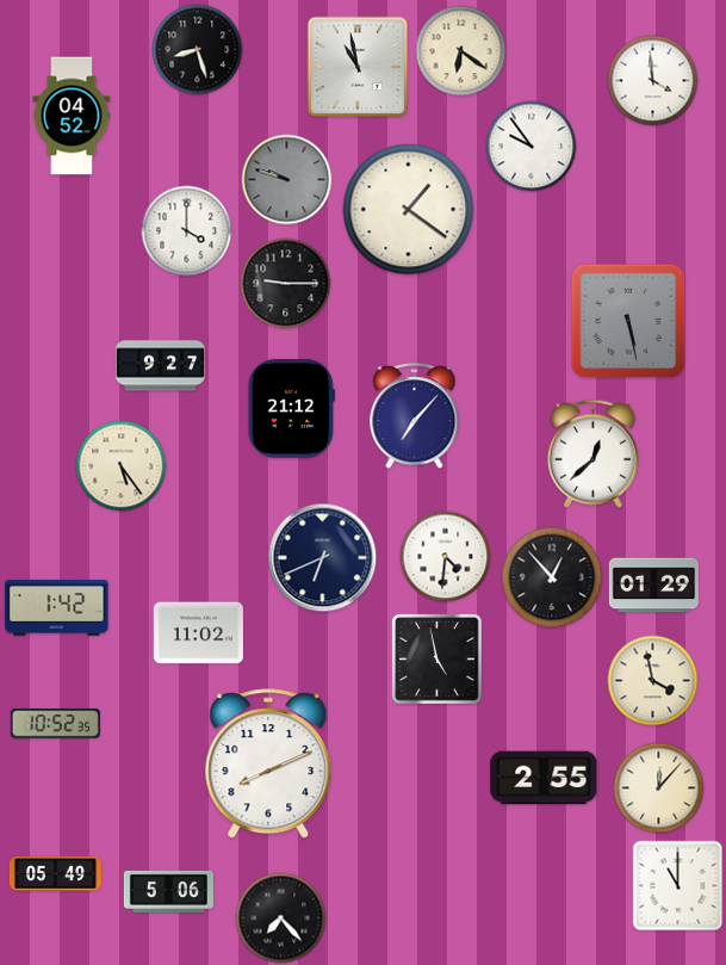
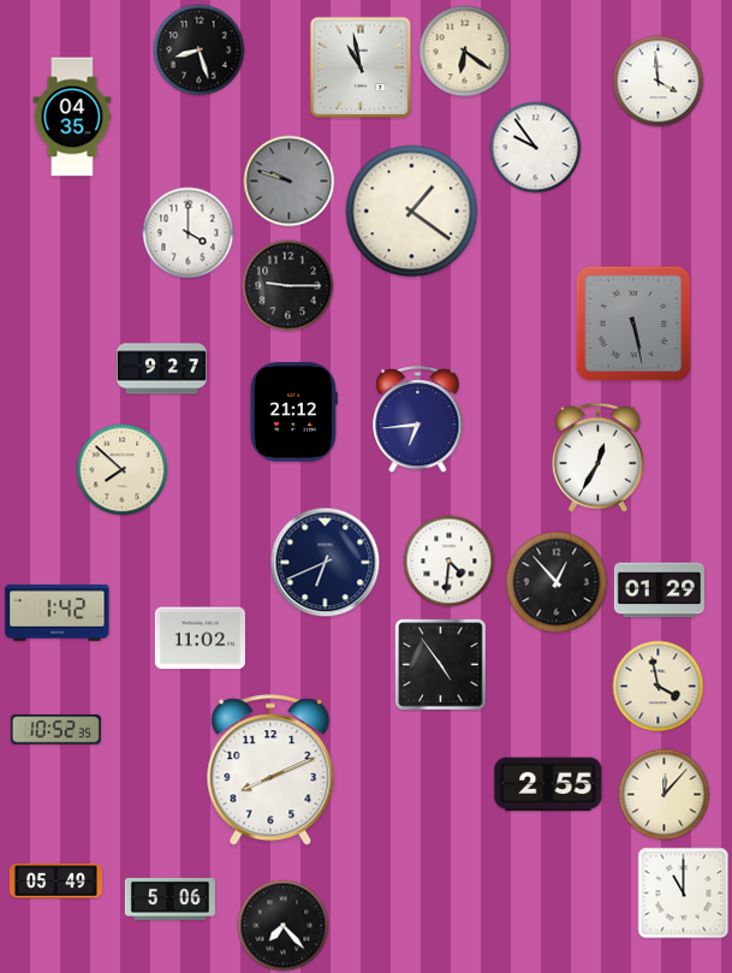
clock at (72, 116): 04:52 -> 04:35
clock at (415, 416): 7:07 -> 6:44
clock at (592, 453): 12:38 -> 12:35
clock at (122, 466): 5:24 -> 7:52
clock at (438, 660): 4:58 -> 4:54
